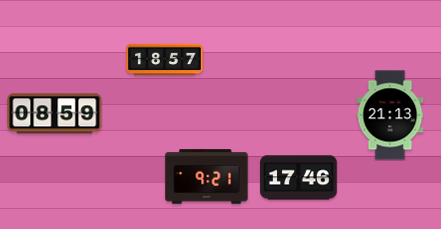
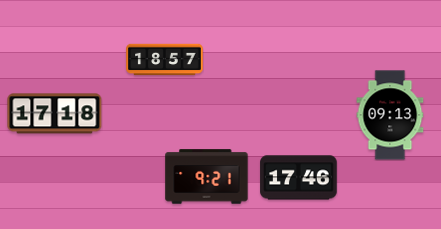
clock at (55, 114): 08:59 -> 17:18
clock at (390, 115): 21:13 -> 09:13
